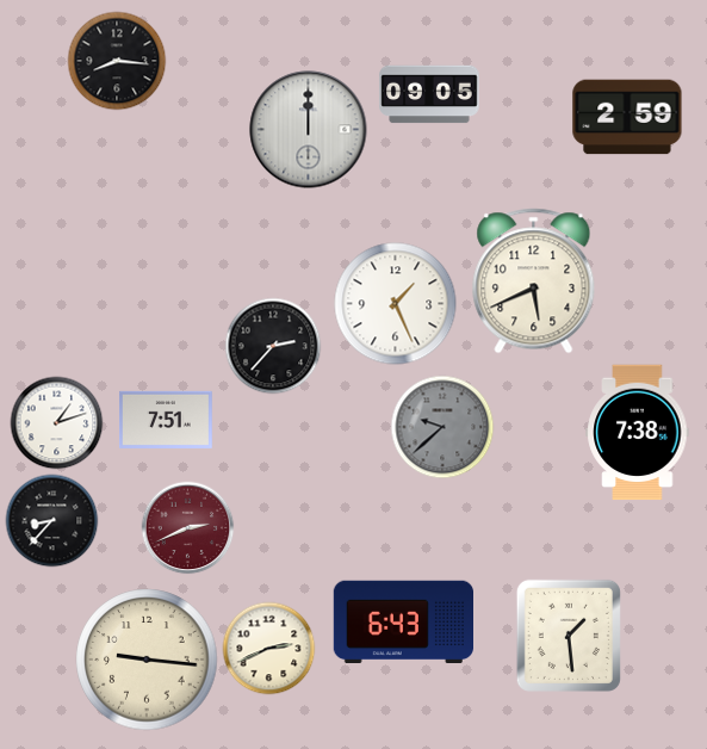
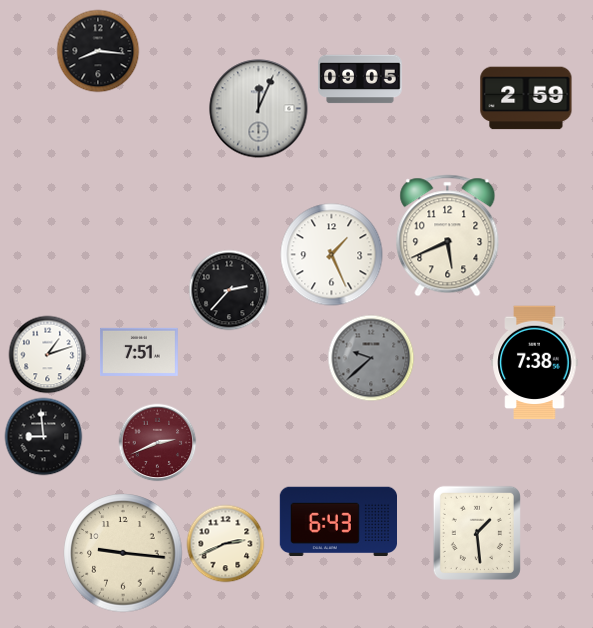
clock at (309, 130): 12:00 -> 12:04
clock at (51, 520): 8:37 -> 8:59
